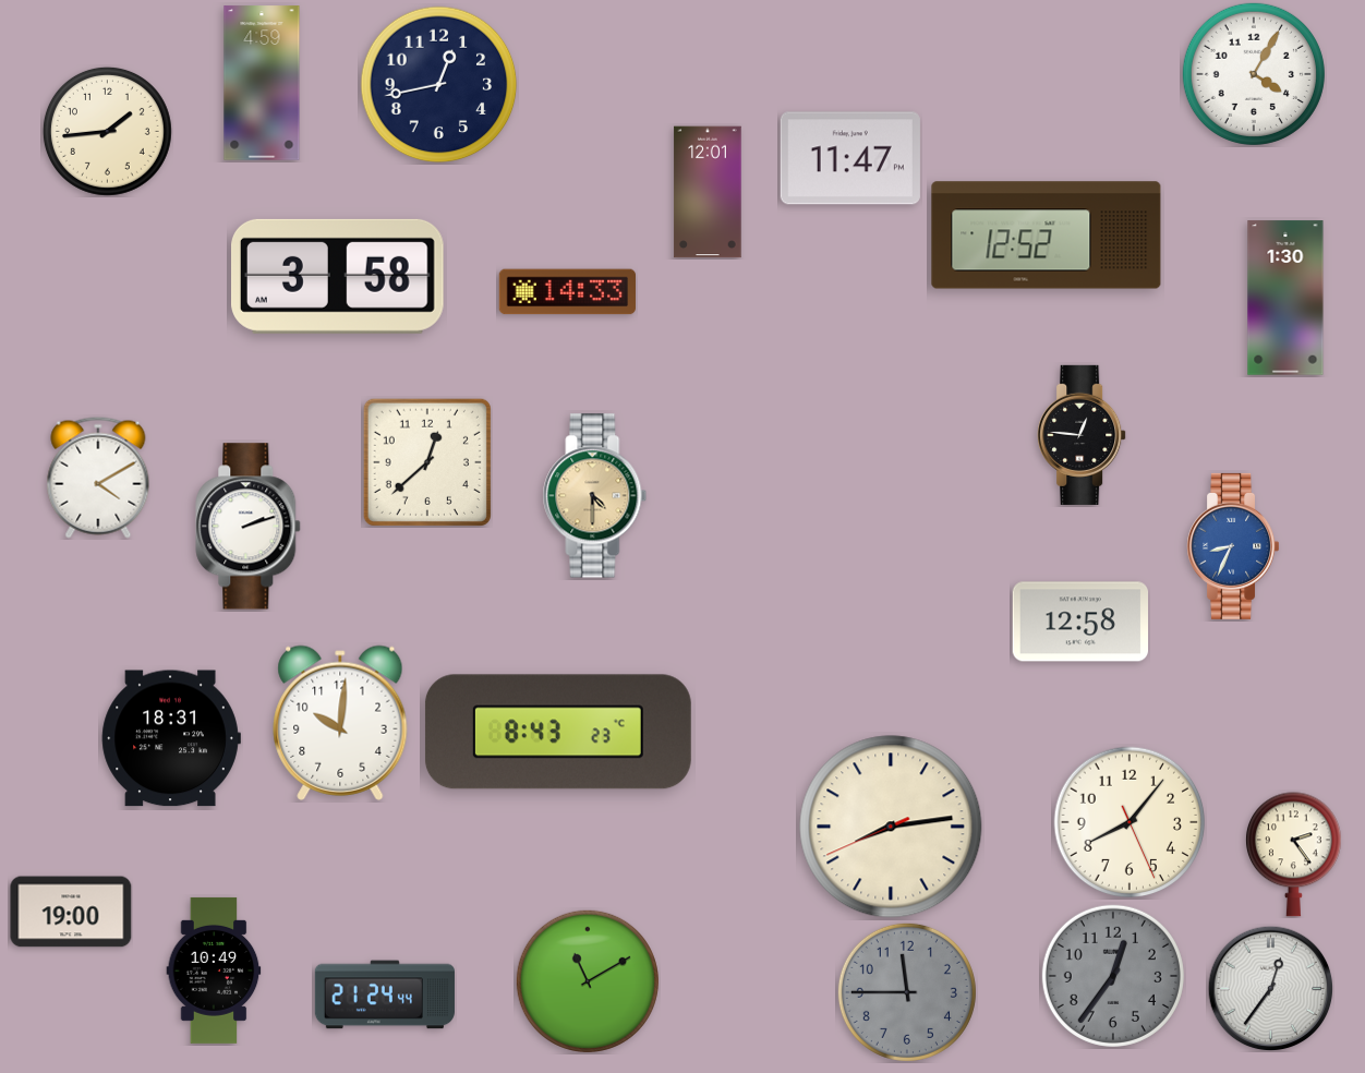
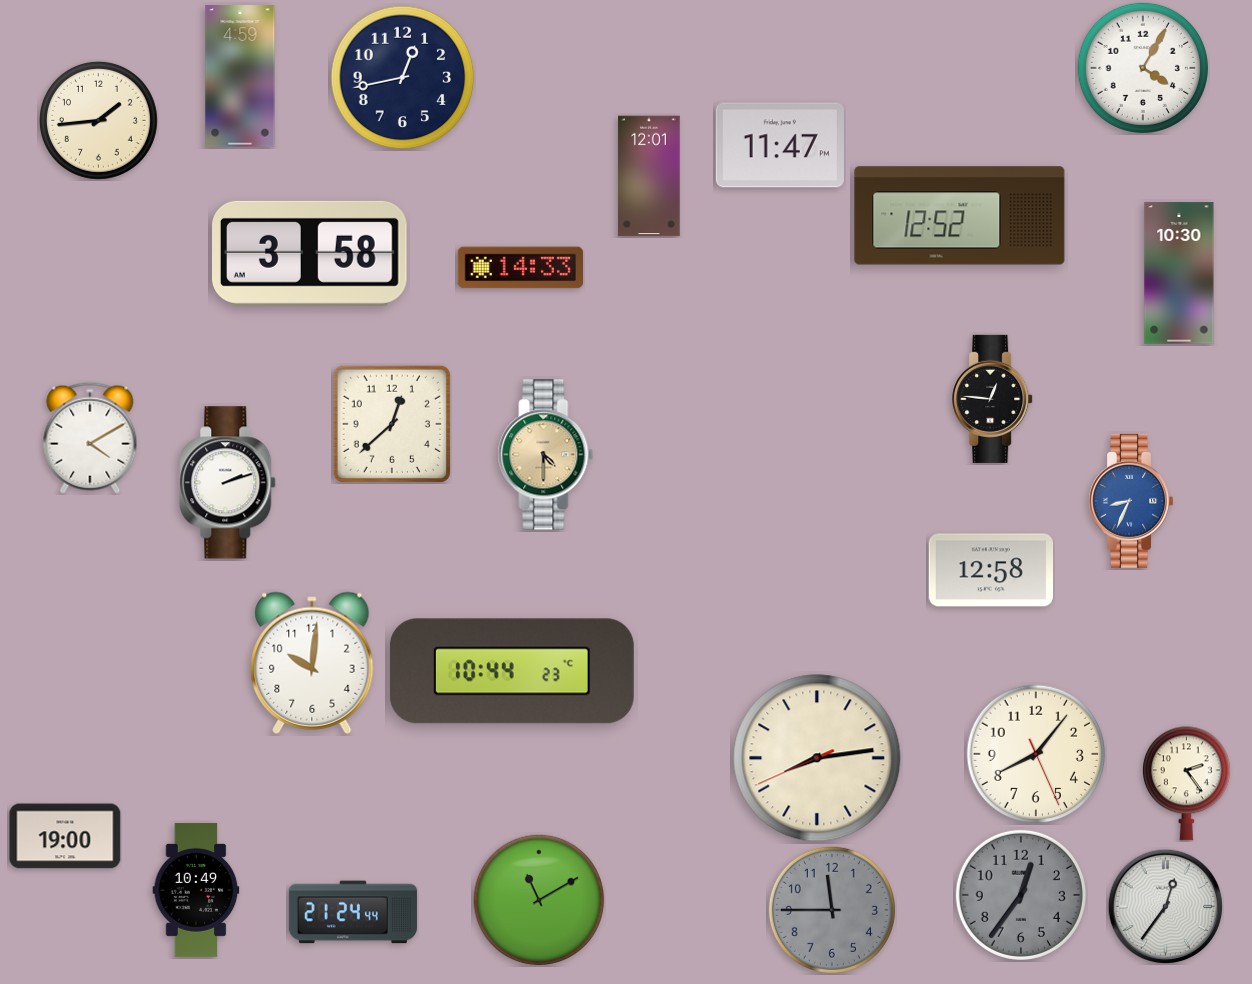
clock at (1254, 74) position: (1254, 74) -> (1143, 68)
clock at (1285, 298): 1:30 -> 10:30
clock at (558, 732): 8:43 -> 10:44
clock at (171, 738): 18:31 -> none
